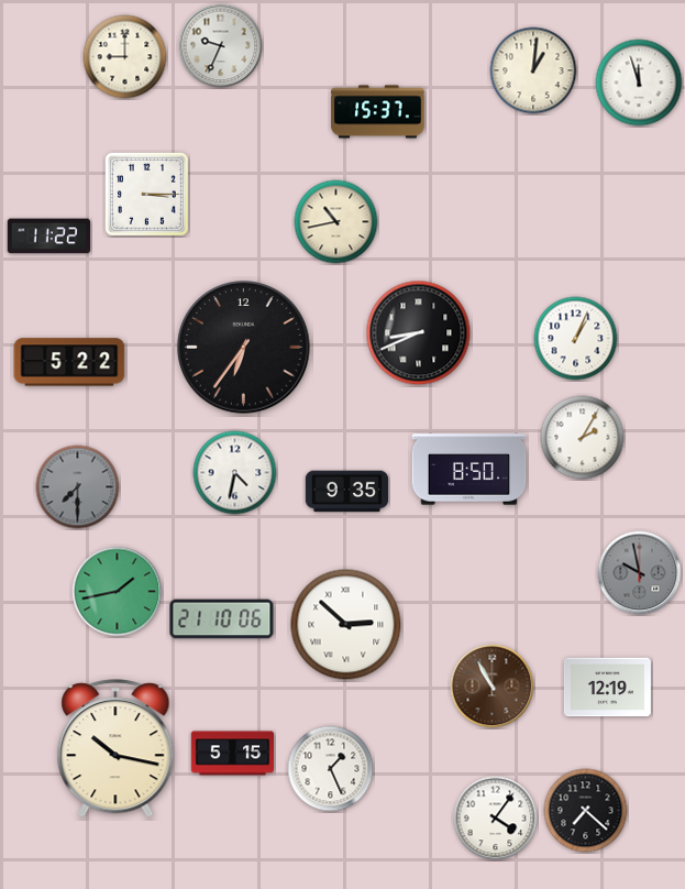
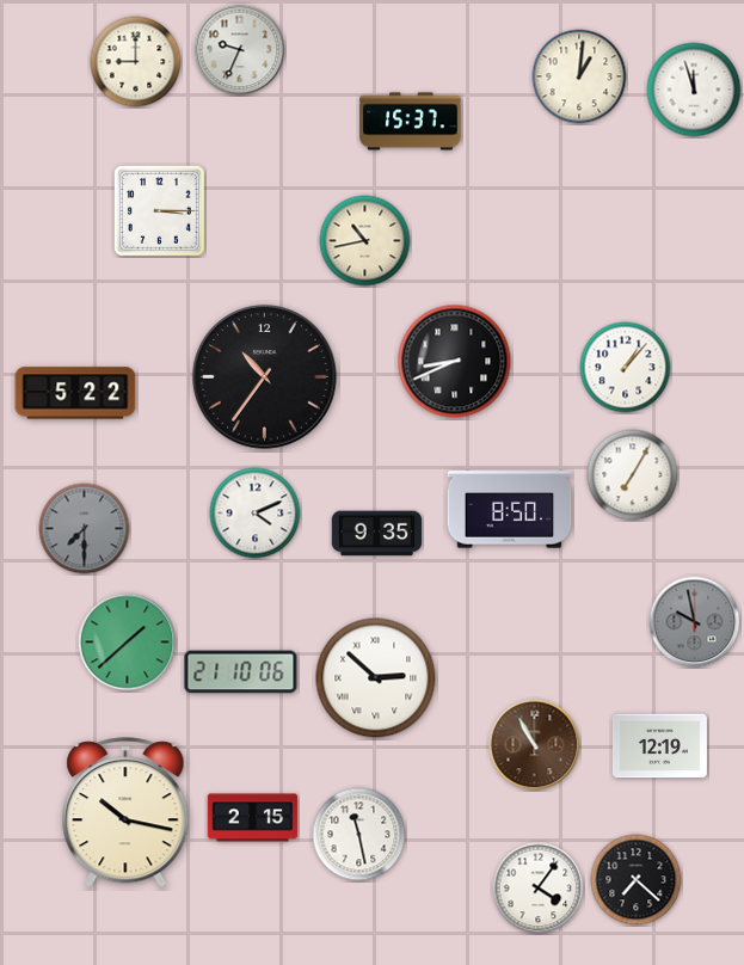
clock at (48, 237): 11:22 -> none
clock at (576, 339): 1:04 -> 1:07
clock at (244, 348): 6:36 -> 10:36
clock at (583, 438): 2:05 -> 7:05
clock at (235, 473): 4:32 -> 4:11
clock at (118, 592): 1:43 -> 1:38
clock at (233, 754): 5:15 -> 2:15
clock at (331, 769): 1:26 -> 11:28
